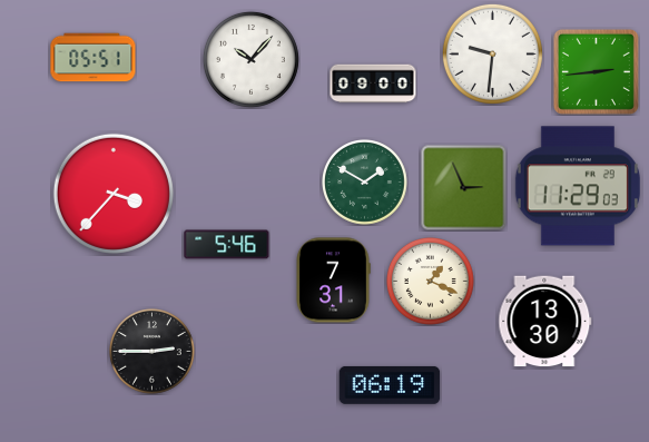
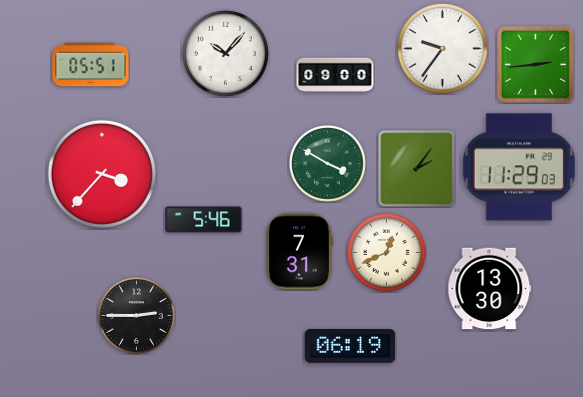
clock at (492, 53): 9:31 -> 9:36
clock at (94, 58) position: (94, 58) -> (91, 65)
clock at (365, 183): 1:50 -> 3:50
clock at (463, 187): 2:56 -> 2:06
clock at (431, 282): 1:19 -> 12:41
